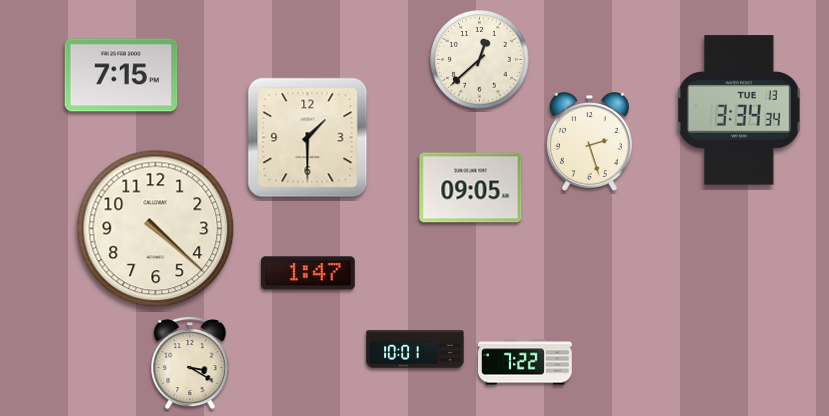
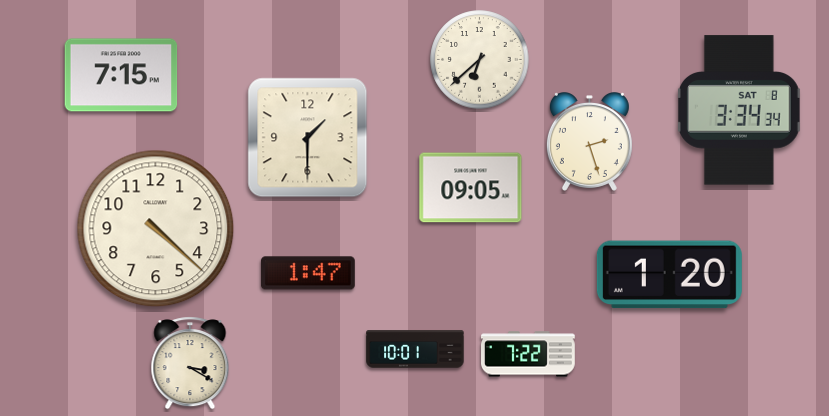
clock at (480, 60): 12:38 -> 6:38
clock at (739, 110) date: TUE 13 -> SAT 8
clock at (669, 275): none -> 1:20
clock at (526, 362) position: (526, 362) -> (529, 354)
